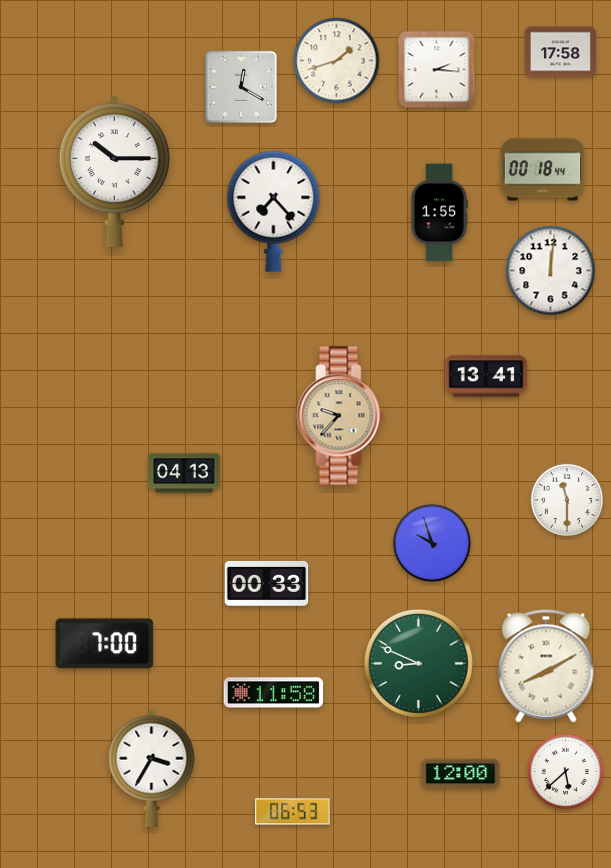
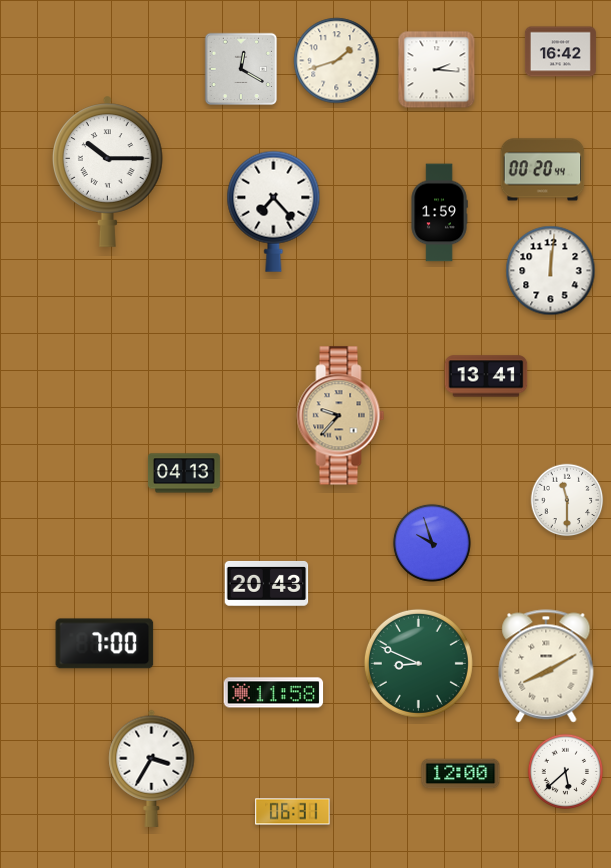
clock at (560, 52): 17:58 -> 16:42
clock at (241, 87) position: (241, 87) -> (241, 69)
clock at (543, 170): 00:18 -> 00:20
clock at (115, 171) position: (115, 171) -> (108, 171)
clock at (439, 213): 1:55 -> 1:59
clock at (267, 583): 00:33 -> 20:43
clock at (293, 812): 06:53 -> 06:31
